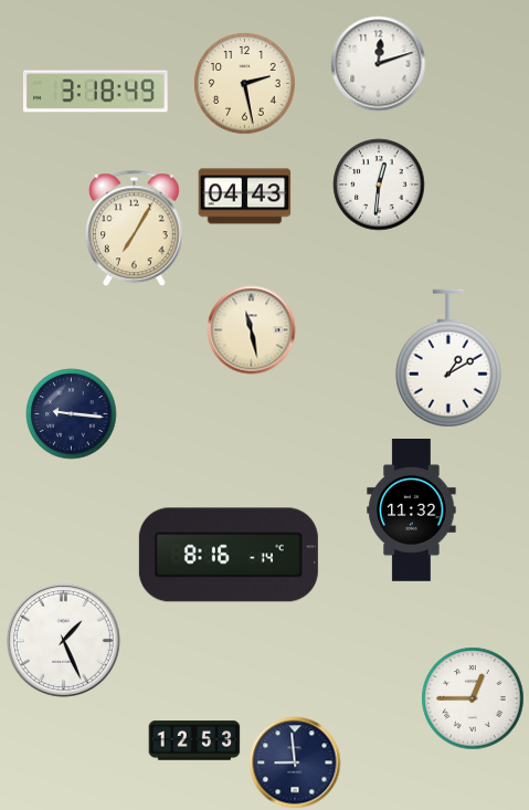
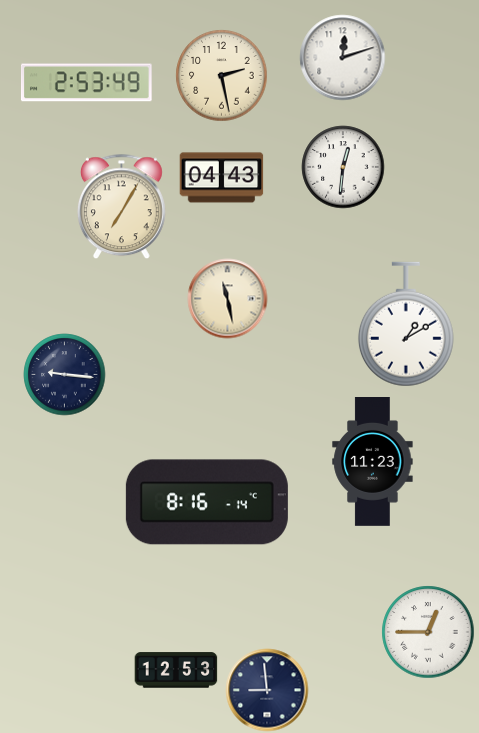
clock at (96, 92): 3:18 -> 2:53
clock at (412, 511): 11:32 -> 11:23
clock at (63, 640): 1:26 -> none
